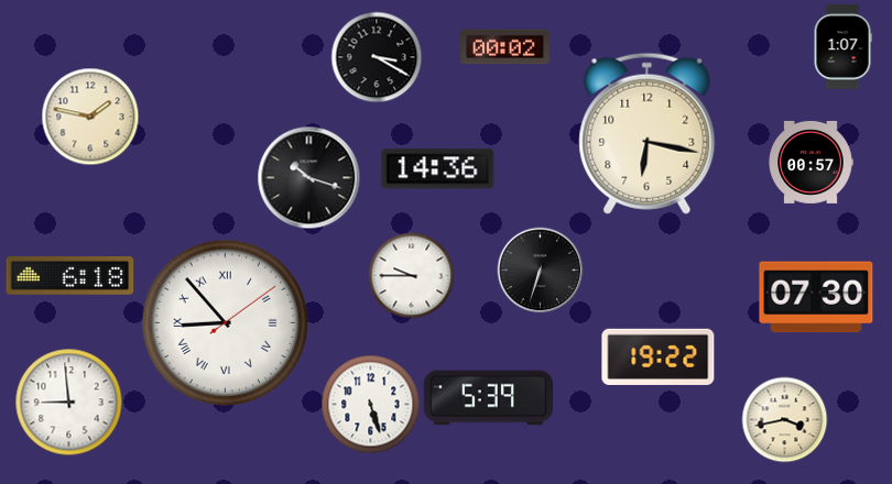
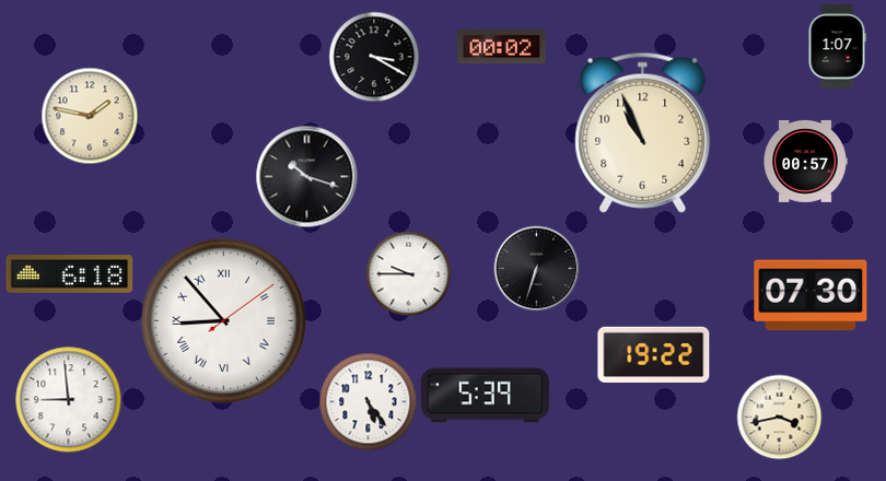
clock at (648, 133): 6:17 -> 10:56
clock at (438, 169): 14:36 -> none
clock at (370, 404): 5:27 -> 5:24
